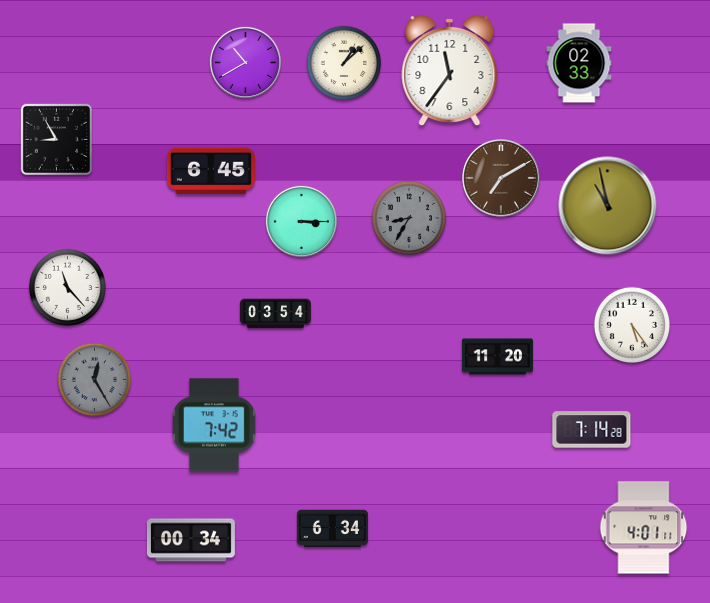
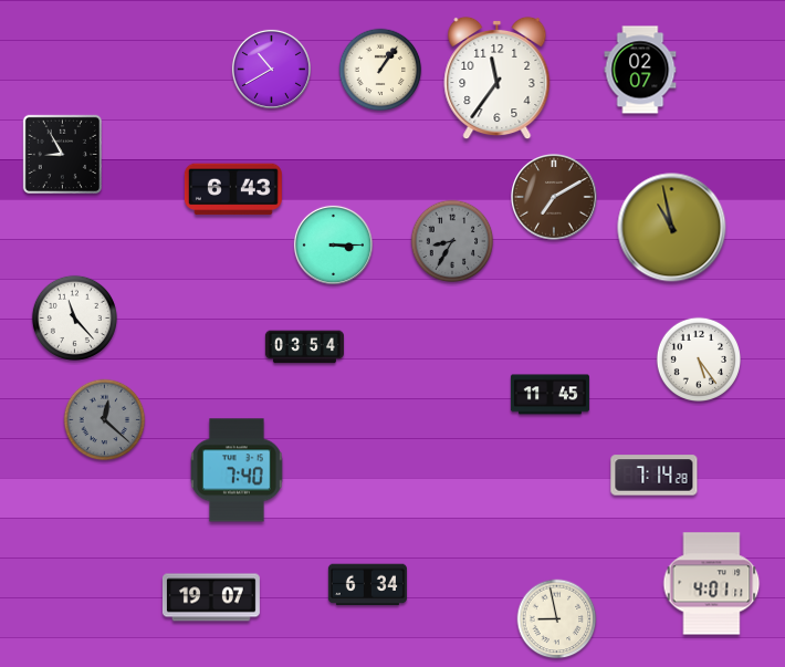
clock at (344, 63): 1:08 -> 1:06
clock at (579, 63): 02:33 -> 02:07
clock at (211, 171): 6:45 -> 6:43
clock at (497, 357): 11:20 -> 11:45
clock at (95, 380): 12:25 -> 12:22
clock at (215, 425): 7:42 -> 7:40
clock at (191, 540): 00:34 -> 19:07
clock at (557, 619): none -> 8:58
